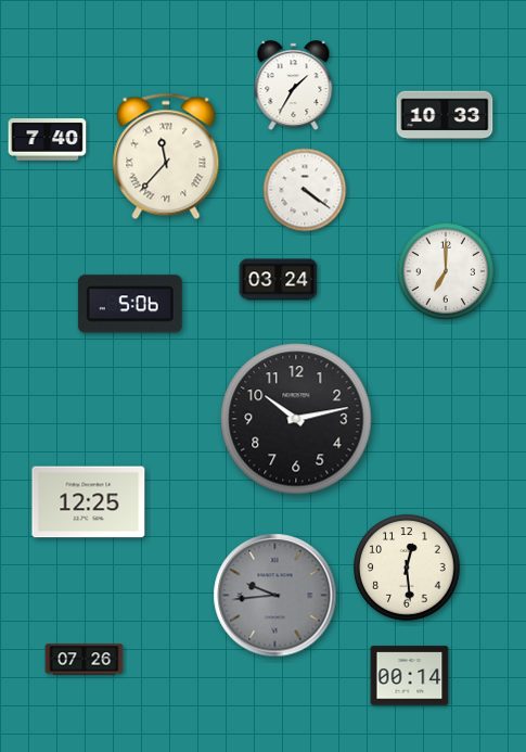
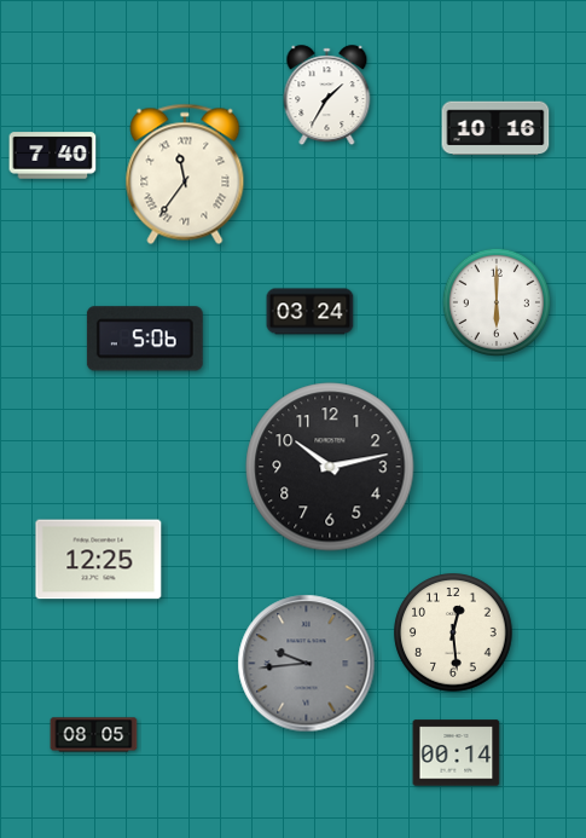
clock at (445, 115): 10:33 -> 10:16
clock at (166, 156): 11:37 -> 11:36
clock at (305, 190): 4:21 -> none
clock at (445, 270): 7:00 -> 6:00
clock at (85, 660): 07:26 -> 08:05
